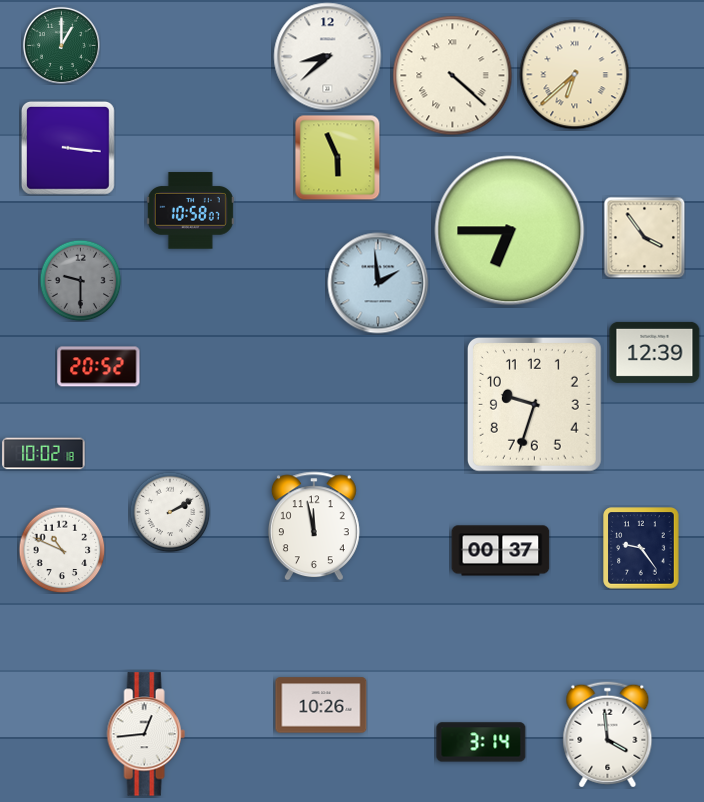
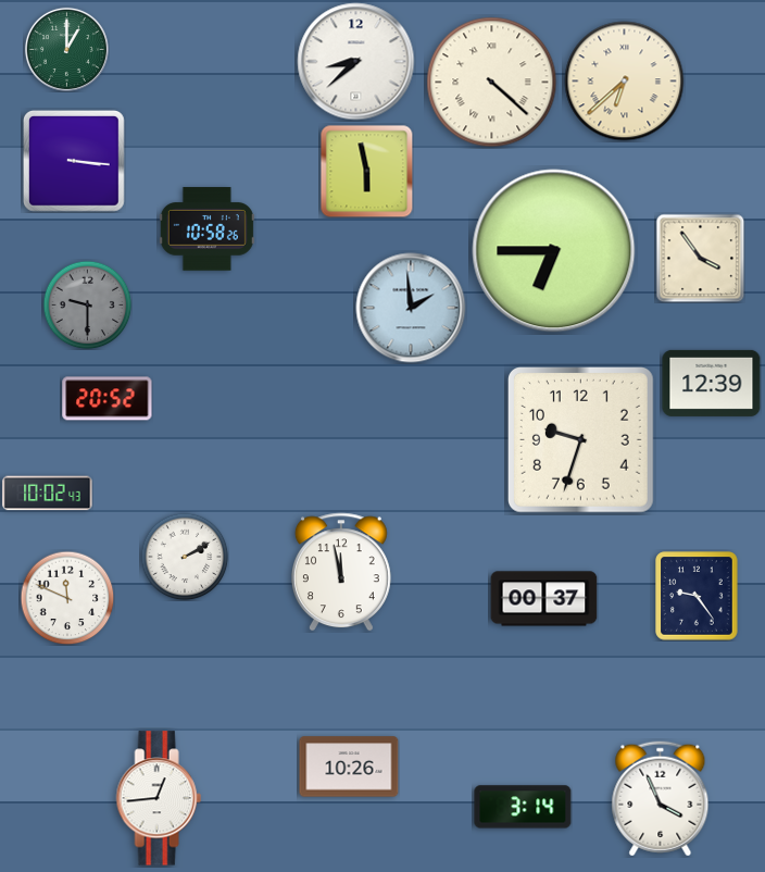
clock at (337, 157): 5:56 -> 5:58
clock at (190, 211): 10:58:07 -> 10:58:26
clock at (44, 454): 10:02:18 -> 10:02:43
clock at (62, 550): 10:49 -> 11:49
clock at (608, 735): 3:59 -> 3:56
